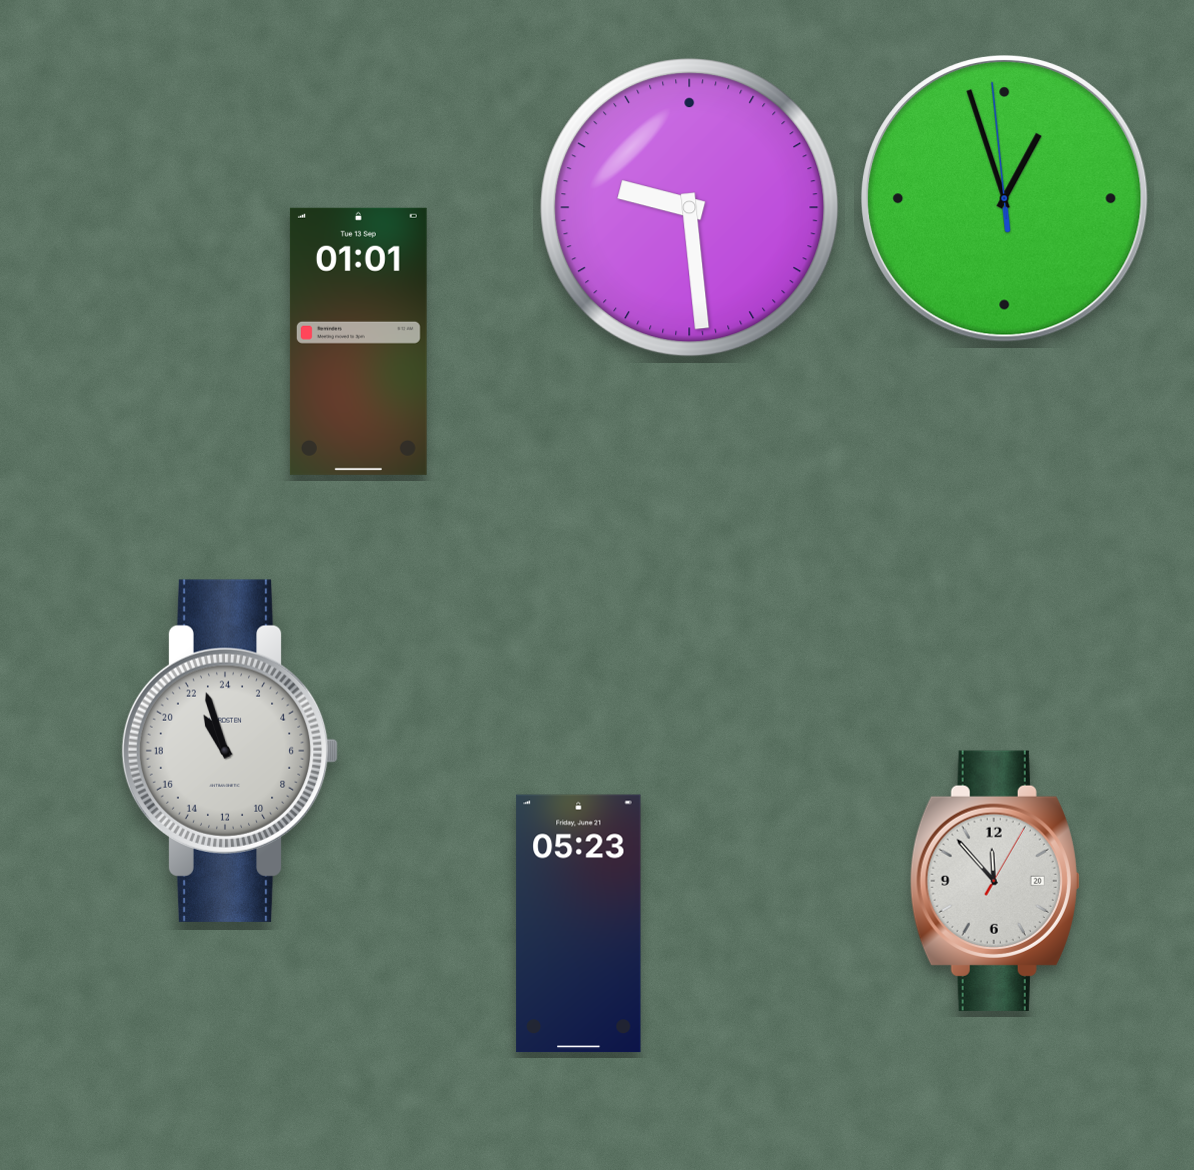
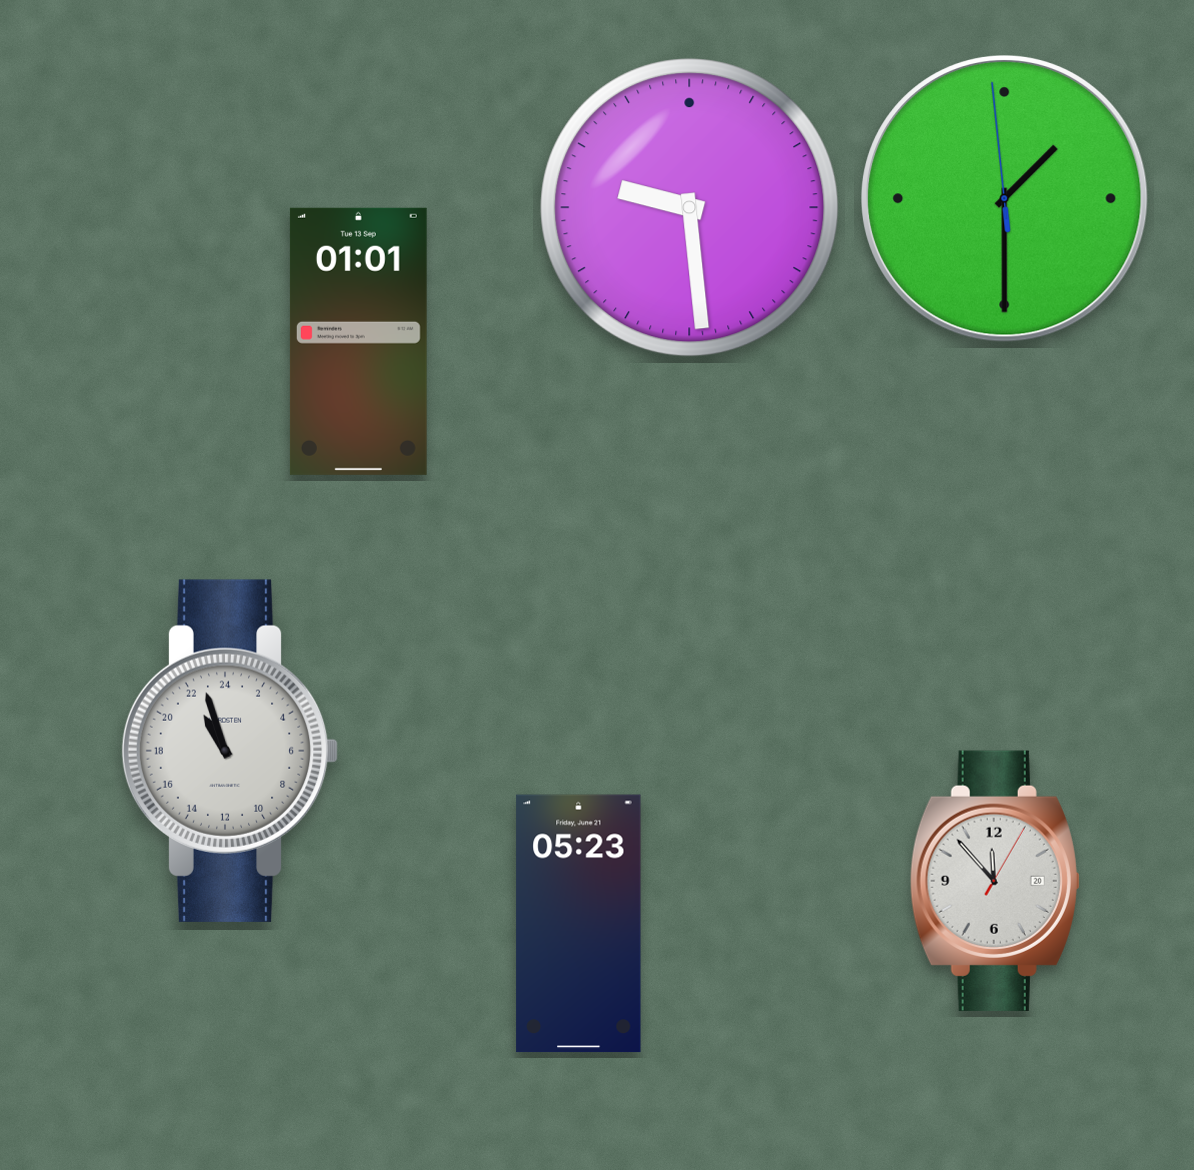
clock at (1005, 199): 12:56 -> 1:29
